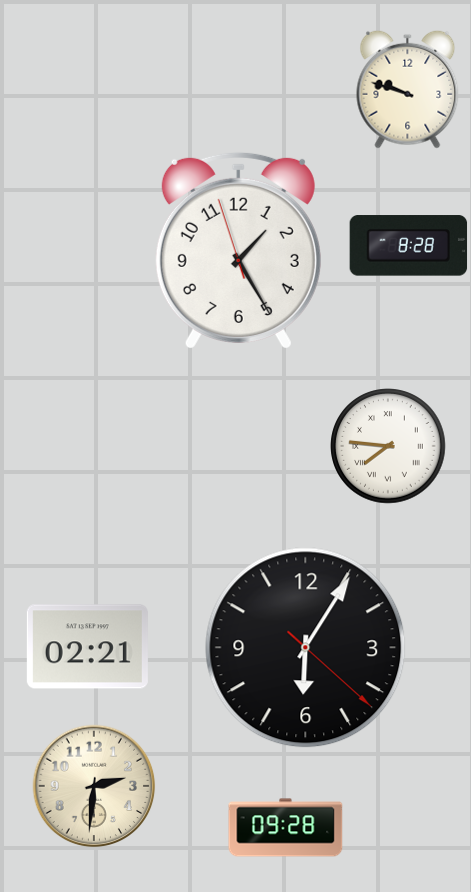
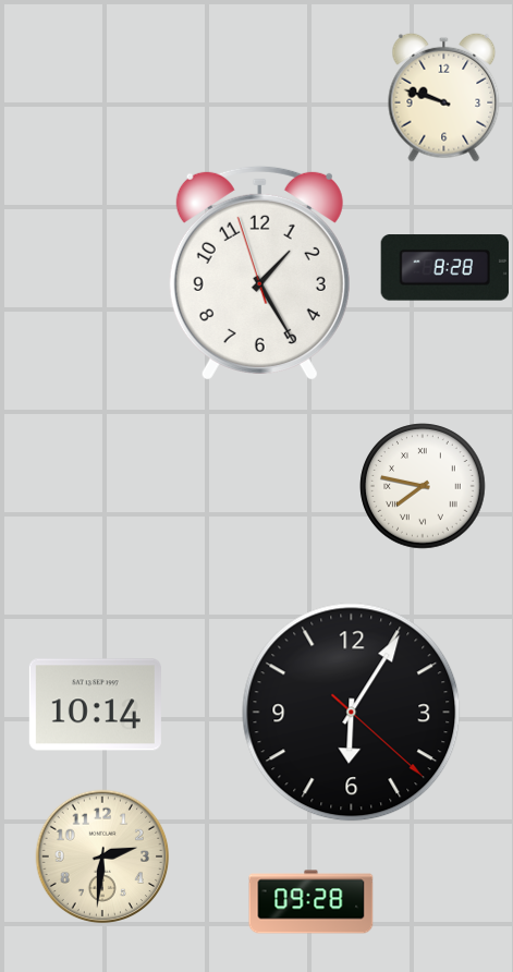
clock at (388, 446): 7:46 -> 7:47
clock at (87, 647): 02:21 -> 10:14
clock at (306, 648) position: (306, 648) -> (352, 713)
